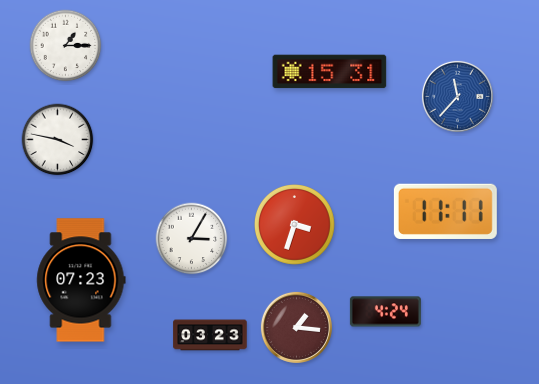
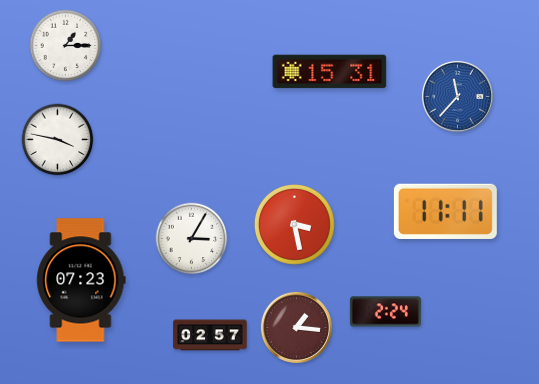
clock at (295, 225): 3:33 -> 3:28
clock at (385, 312): 4:24 -> 2:24
clock at (210, 335): 03:23 -> 02:57
